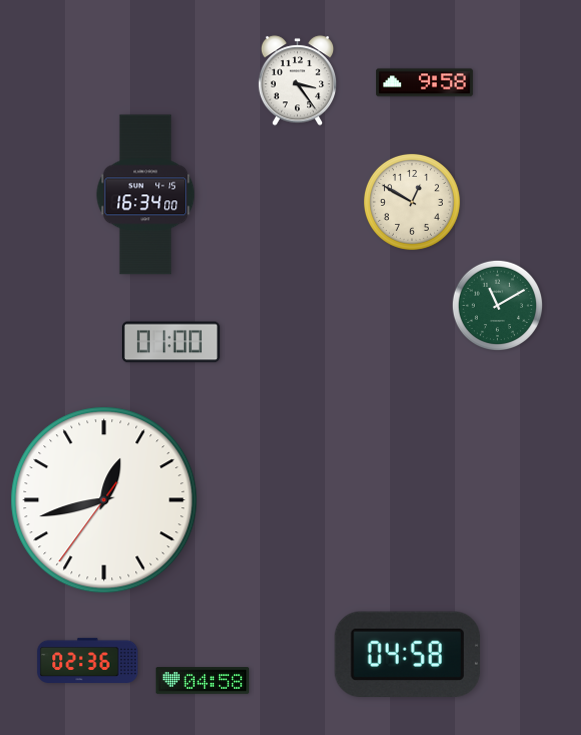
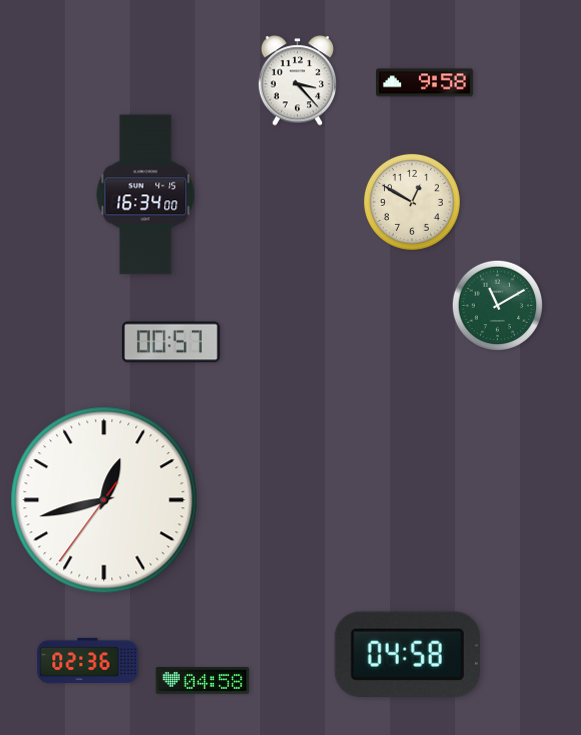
clock at (298, 81): 3:24 -> 3:23
clock at (172, 342): 01:00 -> 00:57
